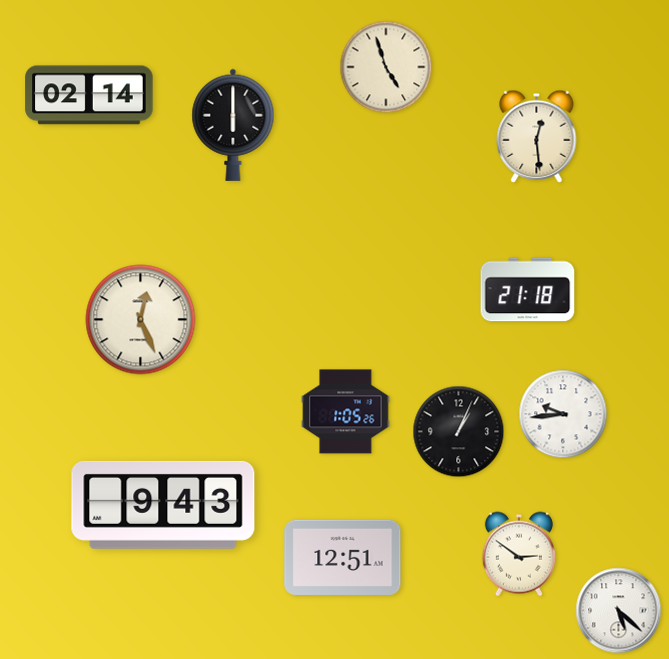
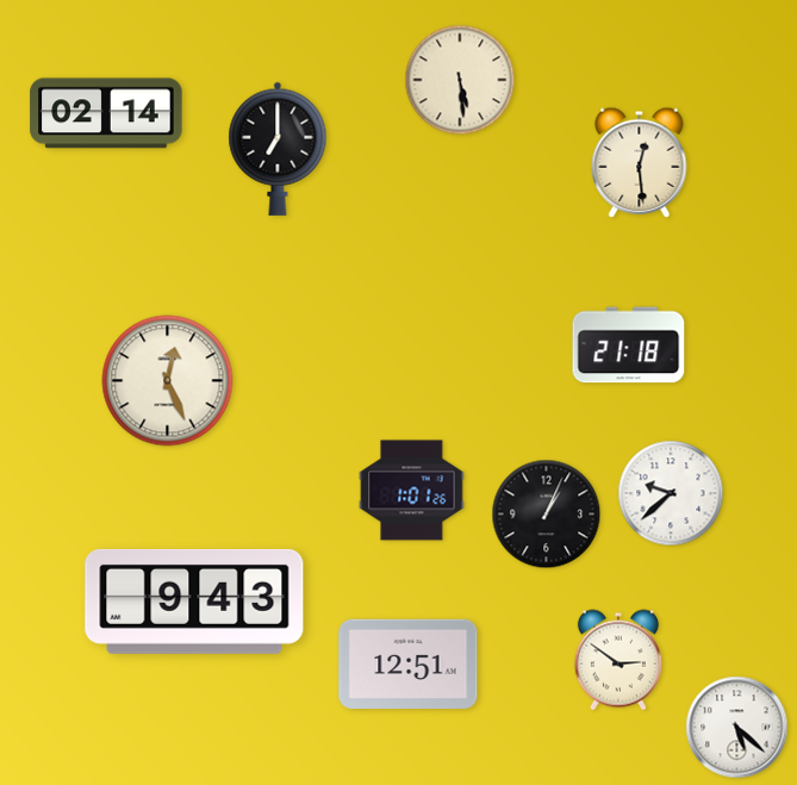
clock at (386, 67): 4:57 -> 5:29
clock at (233, 125): 6:00 -> 7:00
clock at (346, 412): 1:05 -> 1:01
clock at (563, 414): 9:44 -> 9:38
